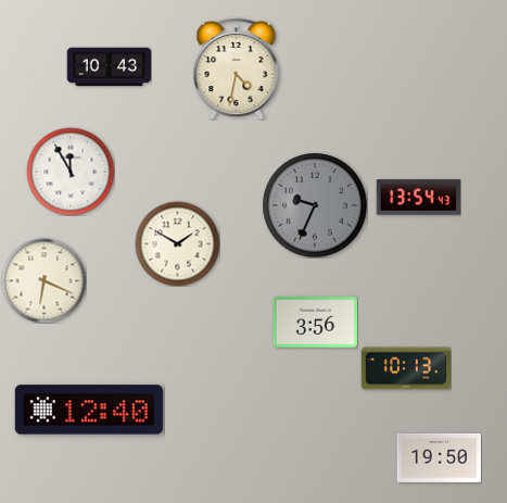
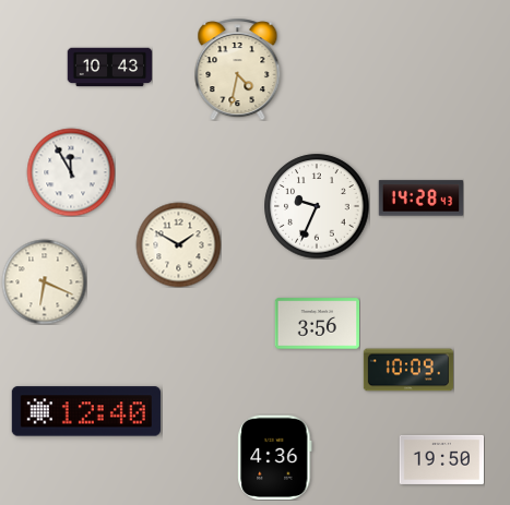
clock at (418, 198): 13:54 -> 14:28
clock at (315, 205) dial: grey -> white
clock at (406, 368): 10:13 -> 10:09
clock at (89, 410) position: (89, 410) -> (86, 411)
clock at (275, 457): none -> 4:36
